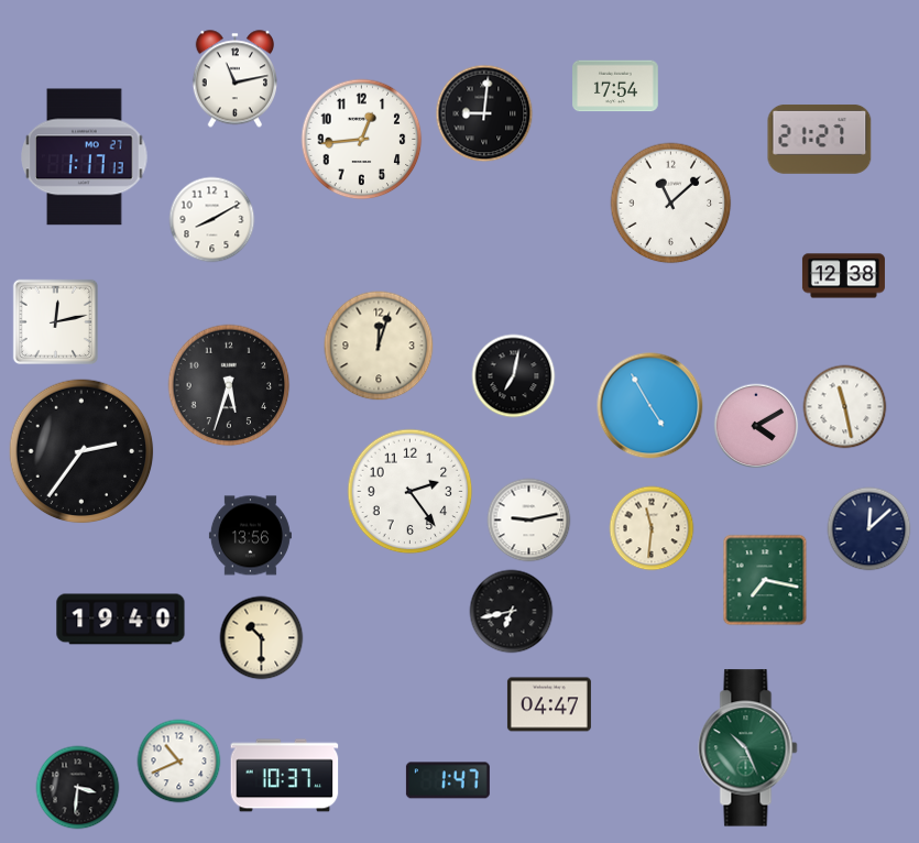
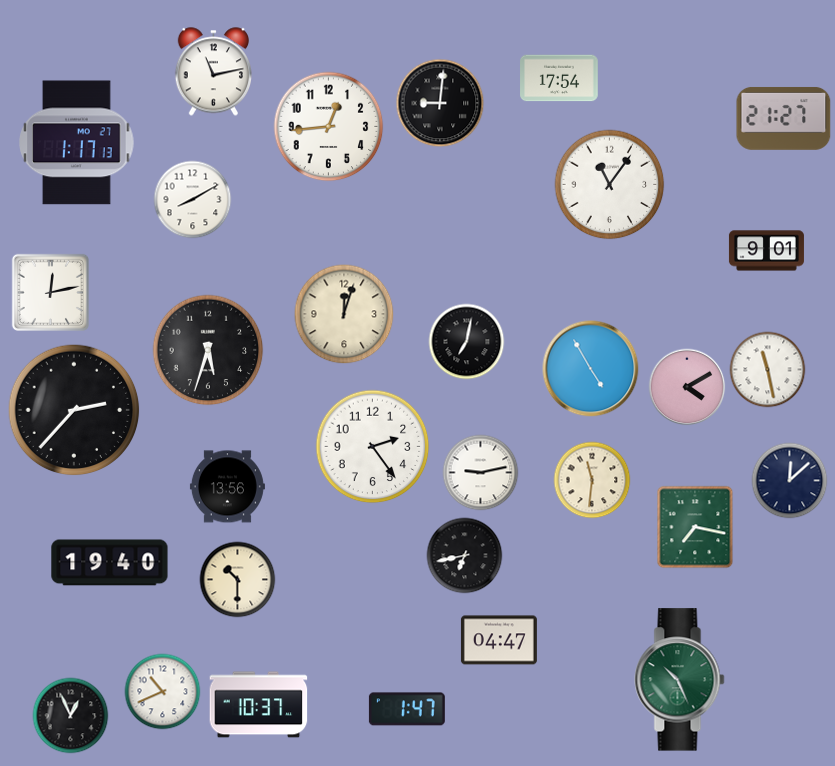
clock at (820, 139) position: (820, 139) -> (784, 118)
clock at (671, 204): 11:08 -> 11:06
clock at (843, 276): 12:38 -> 9:01
clock at (81, 451): 2:36 -> 2:37
clock at (78, 788): 3:31 -> 12:56
